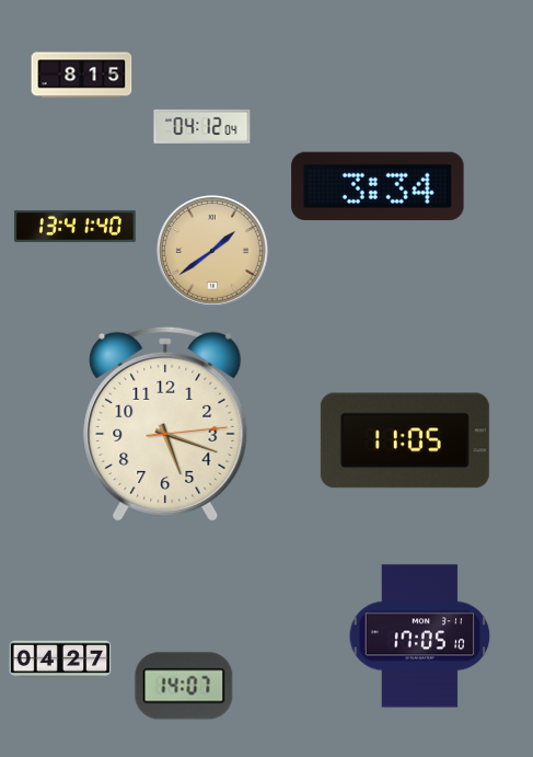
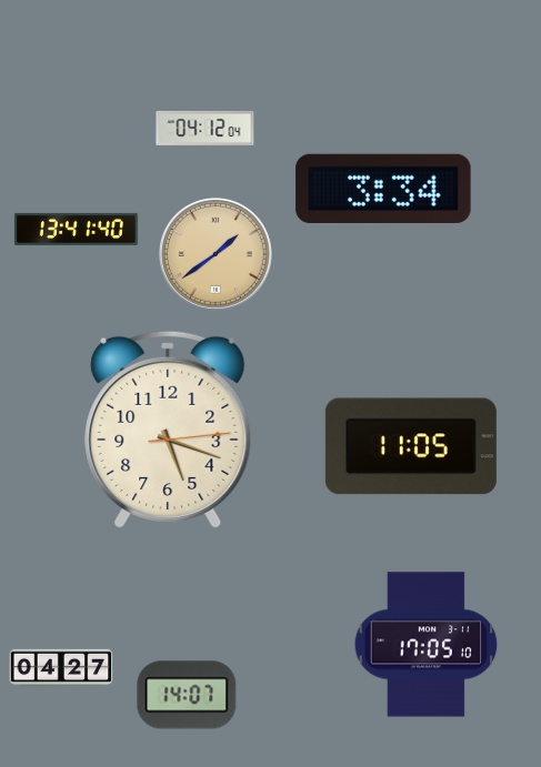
clock at (82, 76): 8:15 -> none
